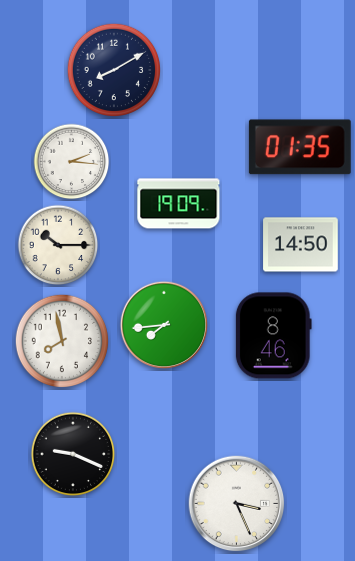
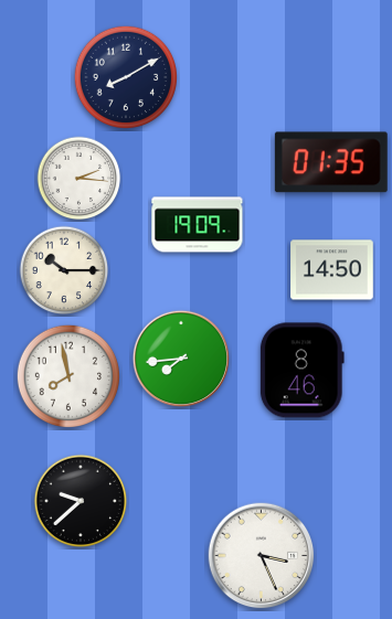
clock at (73, 454): 9:19 -> 9:38
